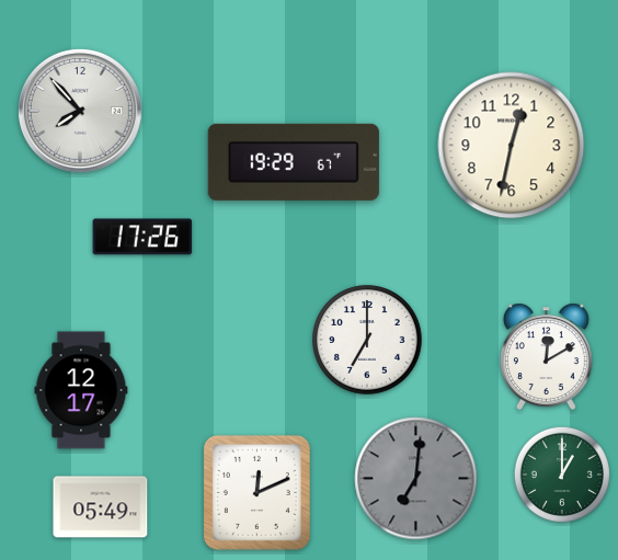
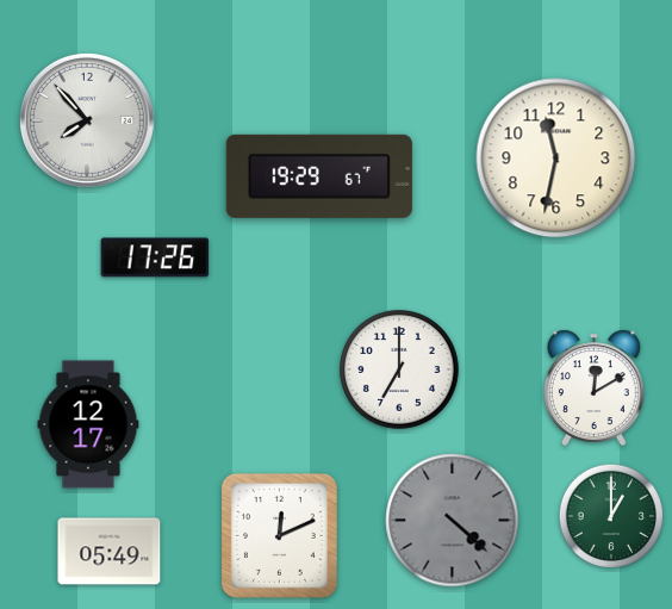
clock at (512, 146): 12:32 -> 11:32
clock at (416, 479): 7:01 -> 4:22
